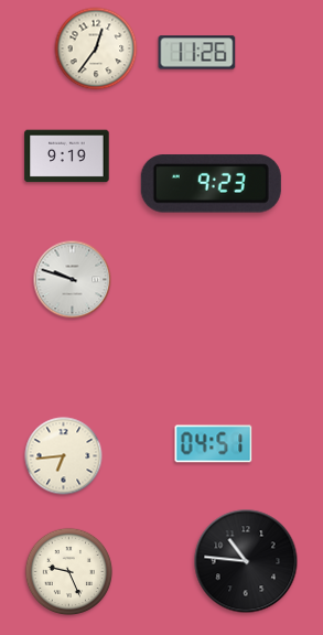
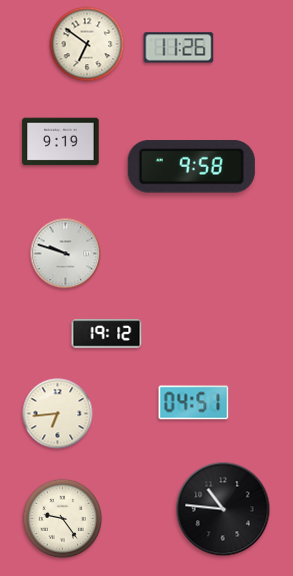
clock at (96, 49): 12:36 -> 6:51
clock at (211, 184): 9:23 -> 9:58
clock at (107, 334): none -> 19:12
clock at (69, 572): 9:26 -> 9:24
